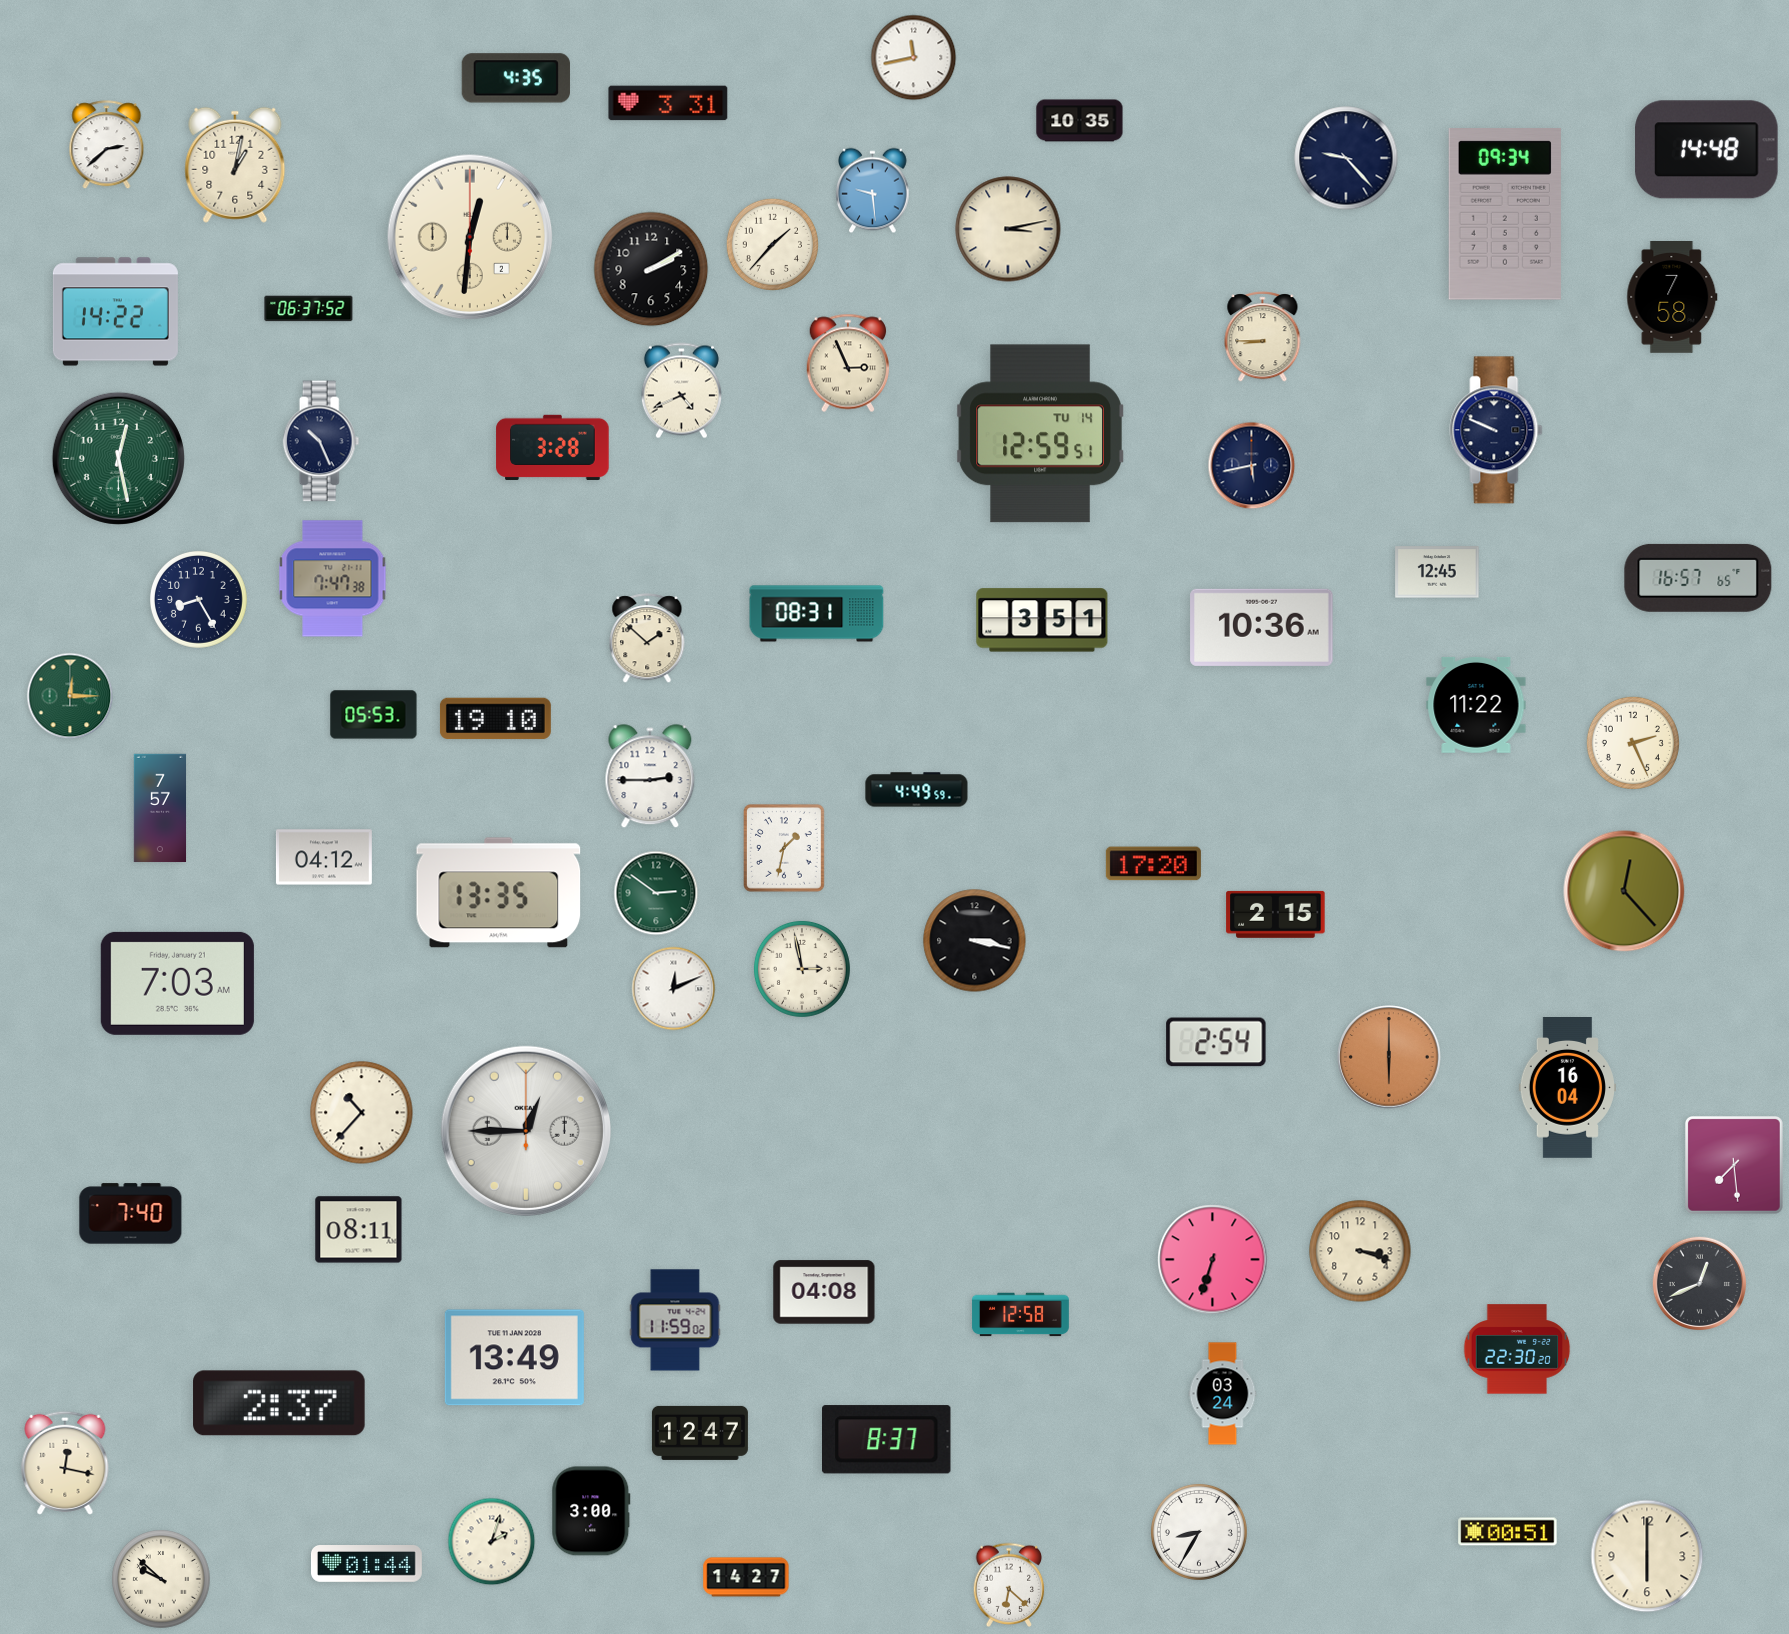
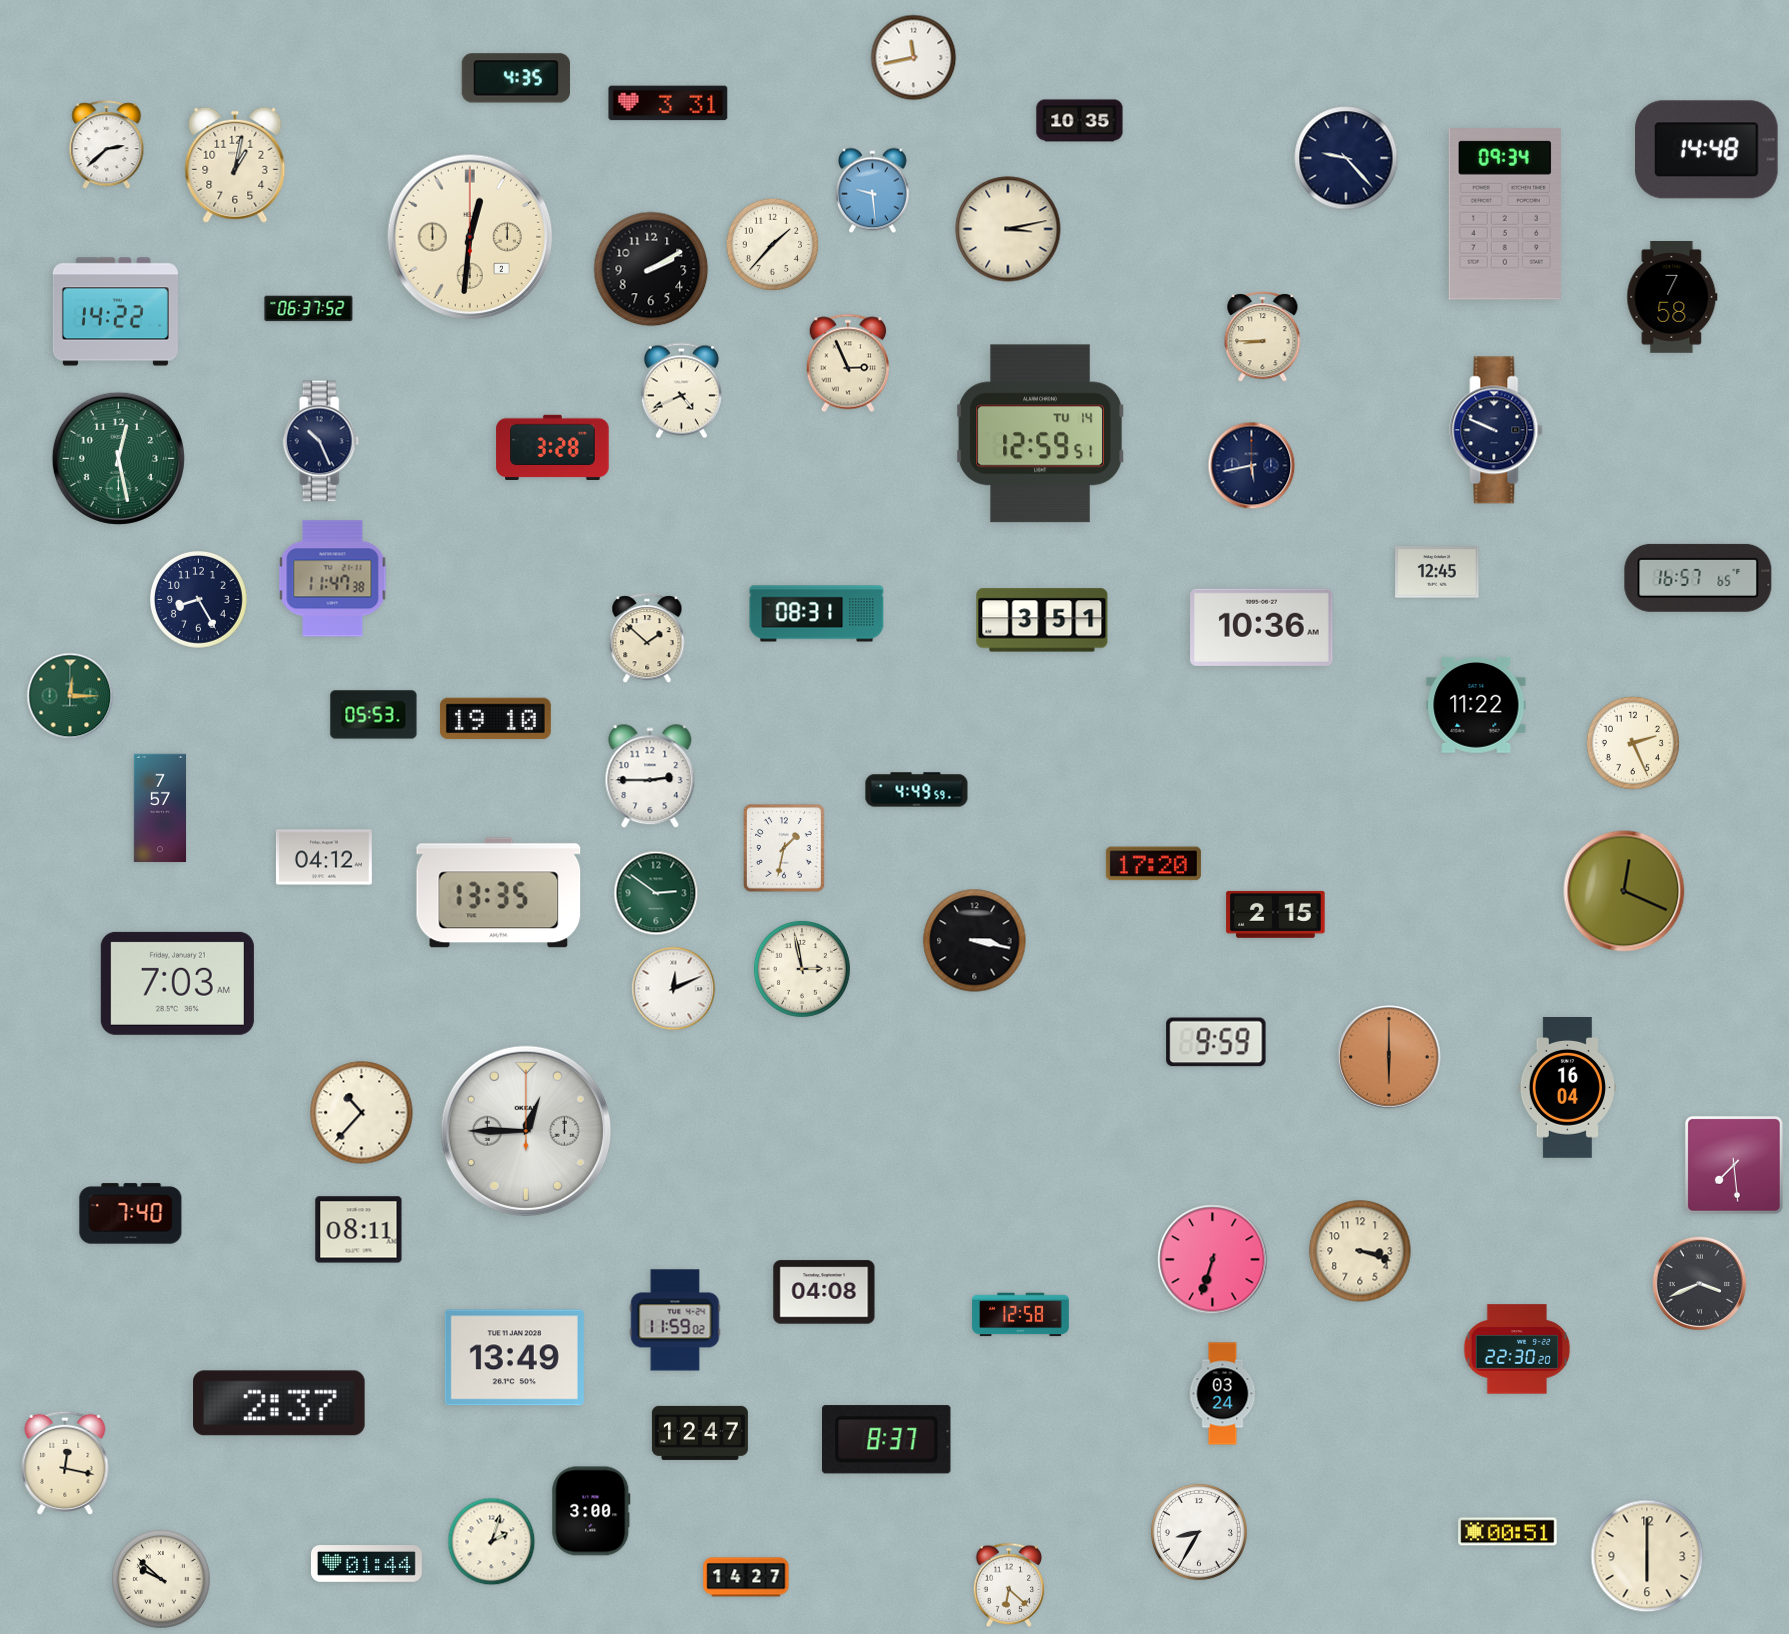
clock at (333, 579): 7:47 -> 11:47
clock at (1624, 891): 12:23 -> 12:19
clock at (1216, 1042): 2:54 -> 9:59
clock at (1699, 1283): 12:41 -> 3:41
